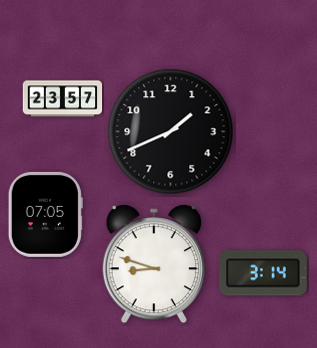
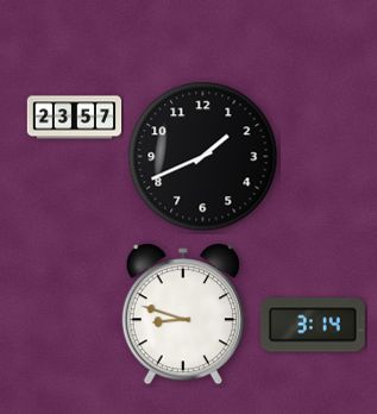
clock at (45, 214): 07:05 -> none
